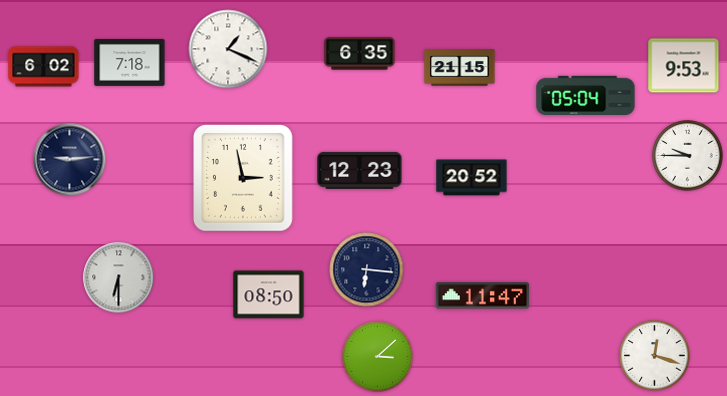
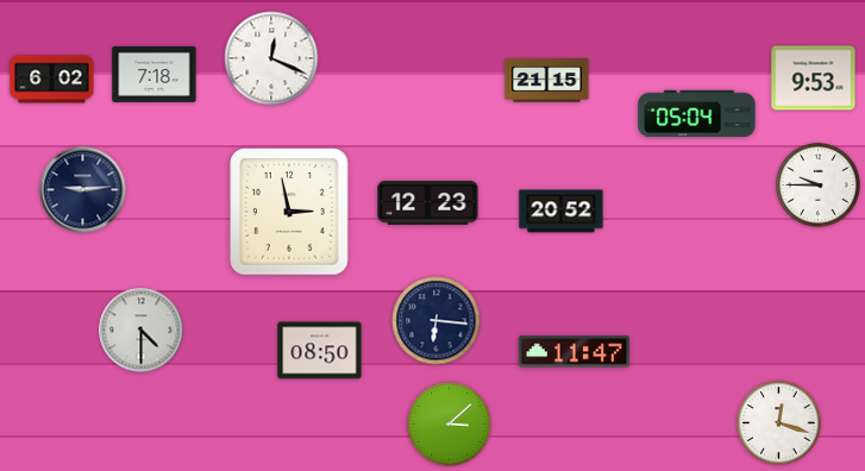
clock at (228, 49): 1:19 -> 12:19
clock at (360, 54): 6:35 -> none
clock at (119, 278): 6:30 -> 4:30
